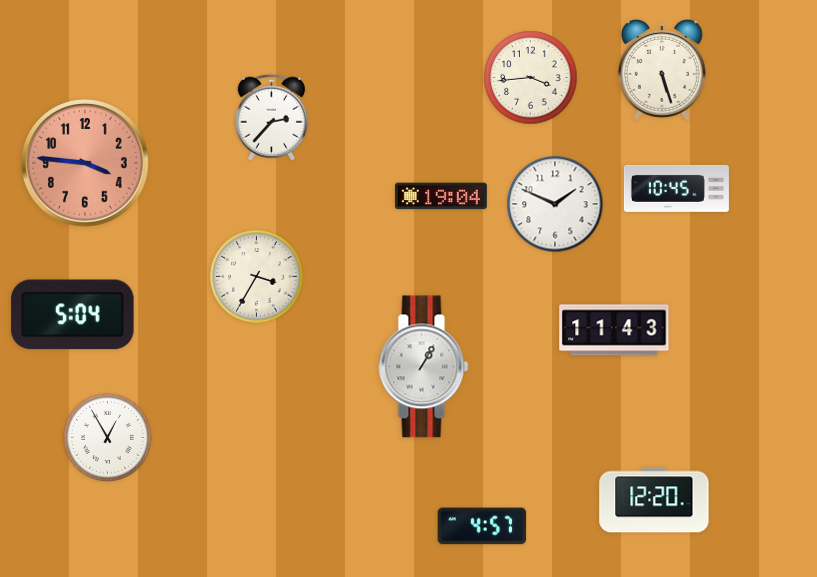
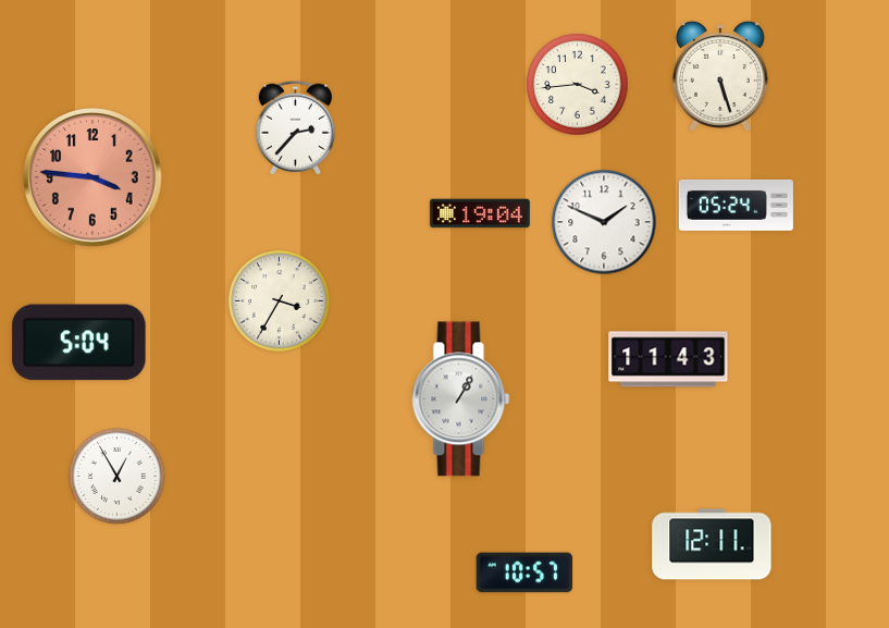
clock at (676, 188): 10:45 -> 05:24
clock at (654, 500): 12:20 -> 12:11
clock at (482, 526): 4:57 -> 10:57
